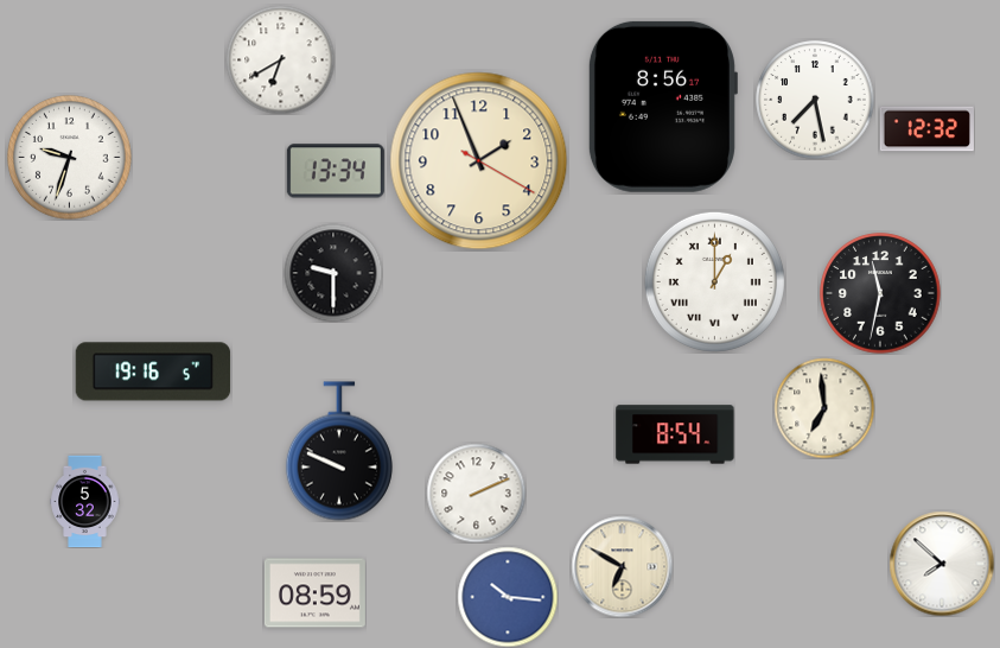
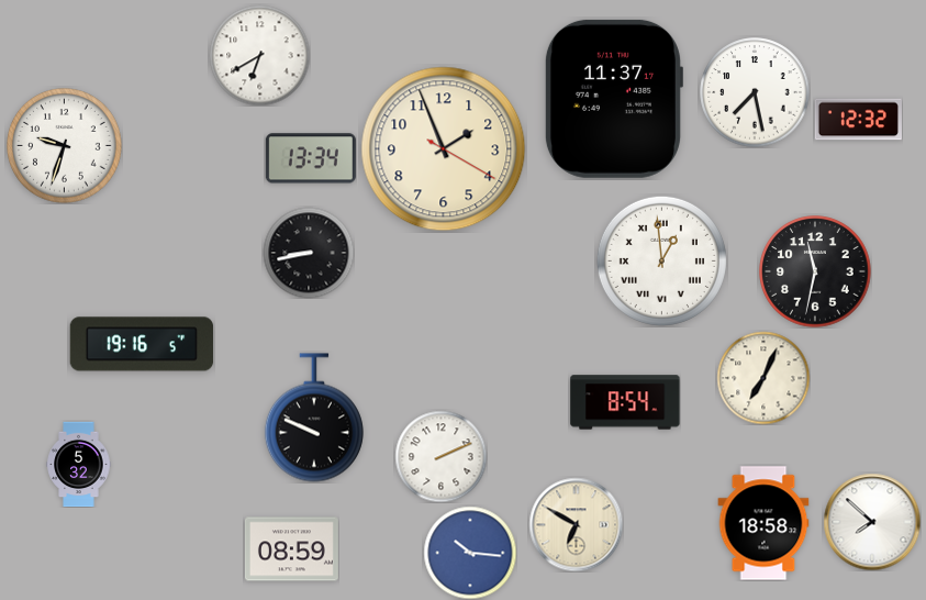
clock at (662, 107): 8:56 -> 11:37
clock at (333, 273): 9:30 -> 8:43
clock at (714, 281): 1:00 -> 12:59
clock at (824, 408): 6:59 -> 7:04
clock at (763, 523): none -> 18:58
